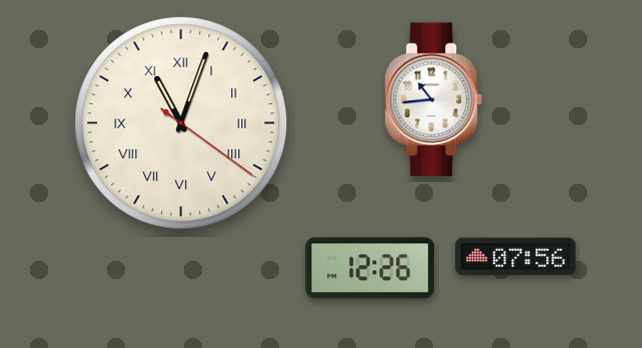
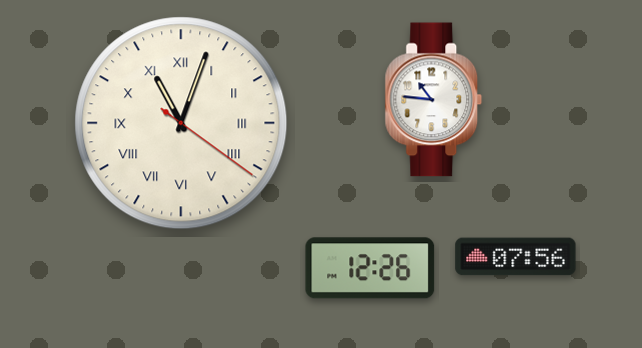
clock at (434, 100): 10:44 -> 10:46
